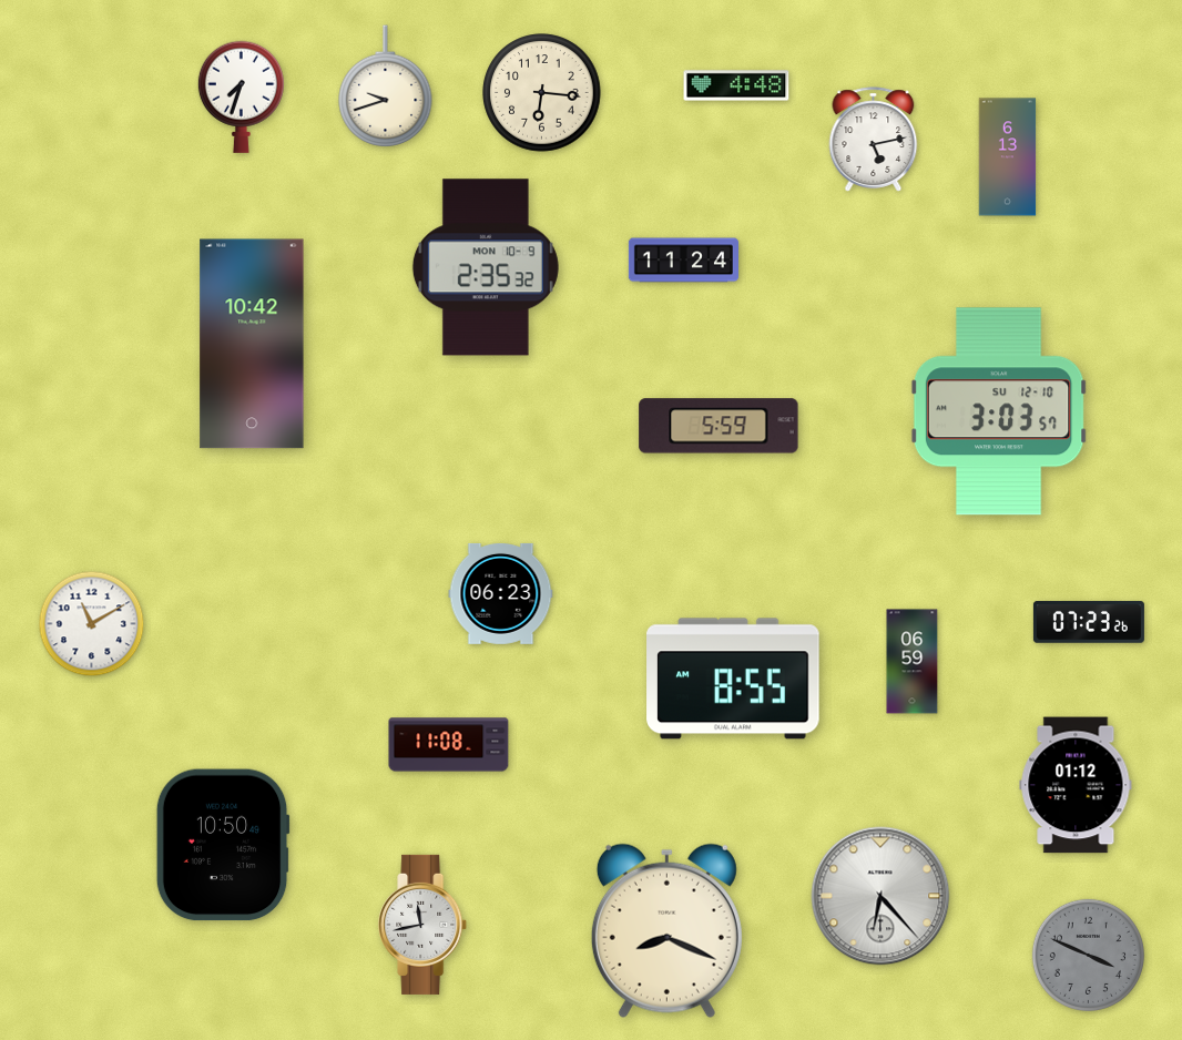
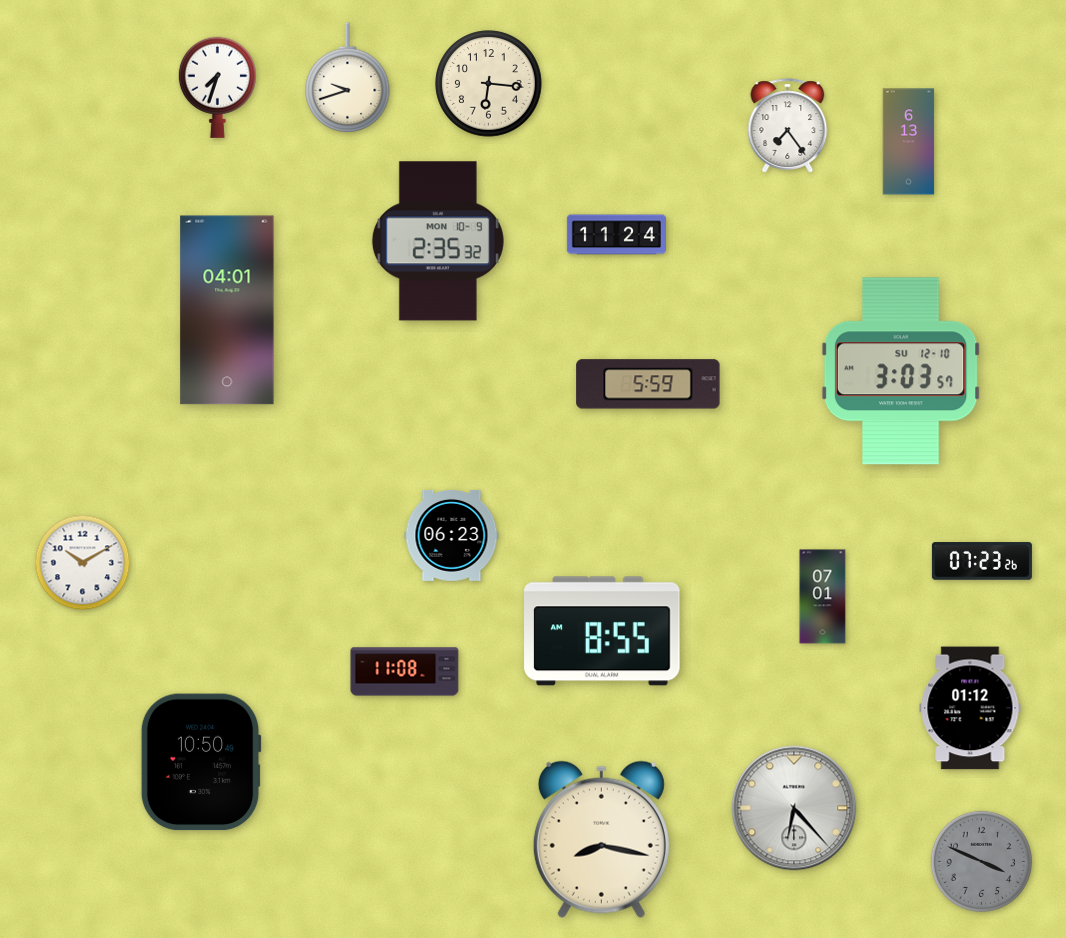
clock at (736, 85): 4:48 -> none
clock at (874, 140): 5:13 -> 7:24
clock at (252, 344): 10:42 -> 04:01
clock at (92, 624): 11:10 -> 10:10
clock at (913, 662): 06:59 -> 07:01
clock at (733, 679) position: (733, 679) -> (602, 631)
clock at (424, 925): 11:43 -> none
clock at (666, 930): 8:19 -> 8:17
